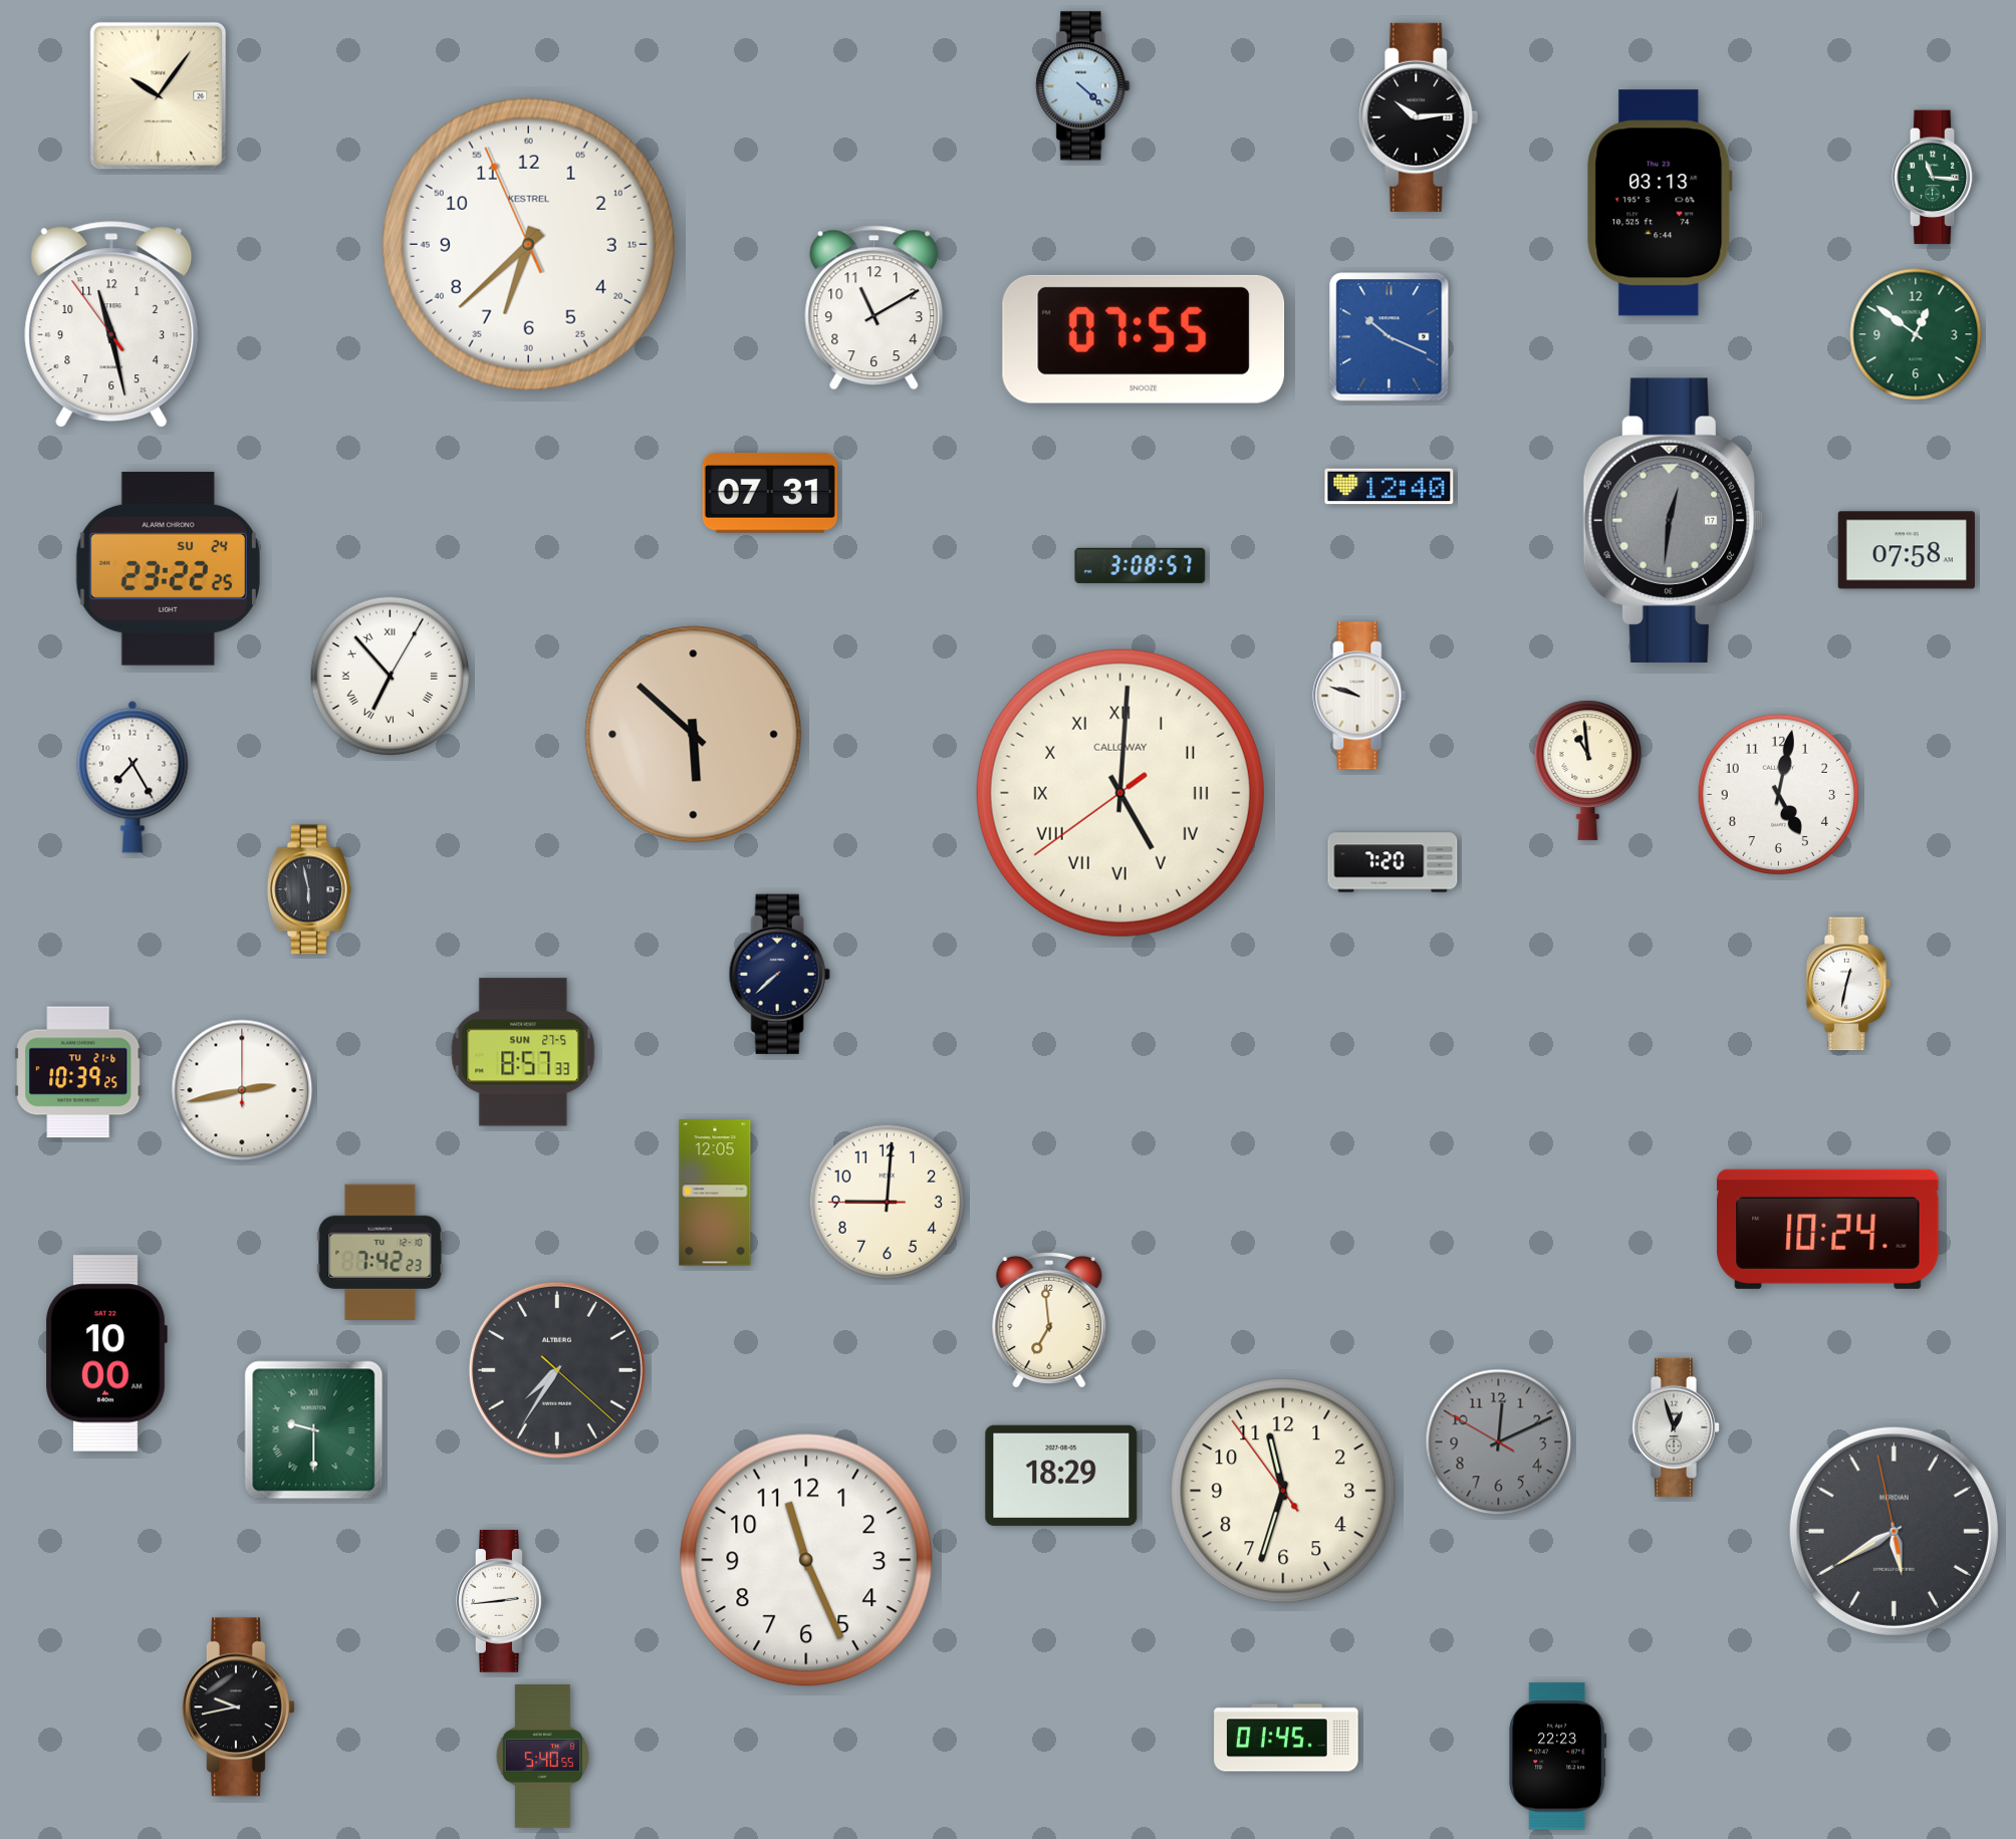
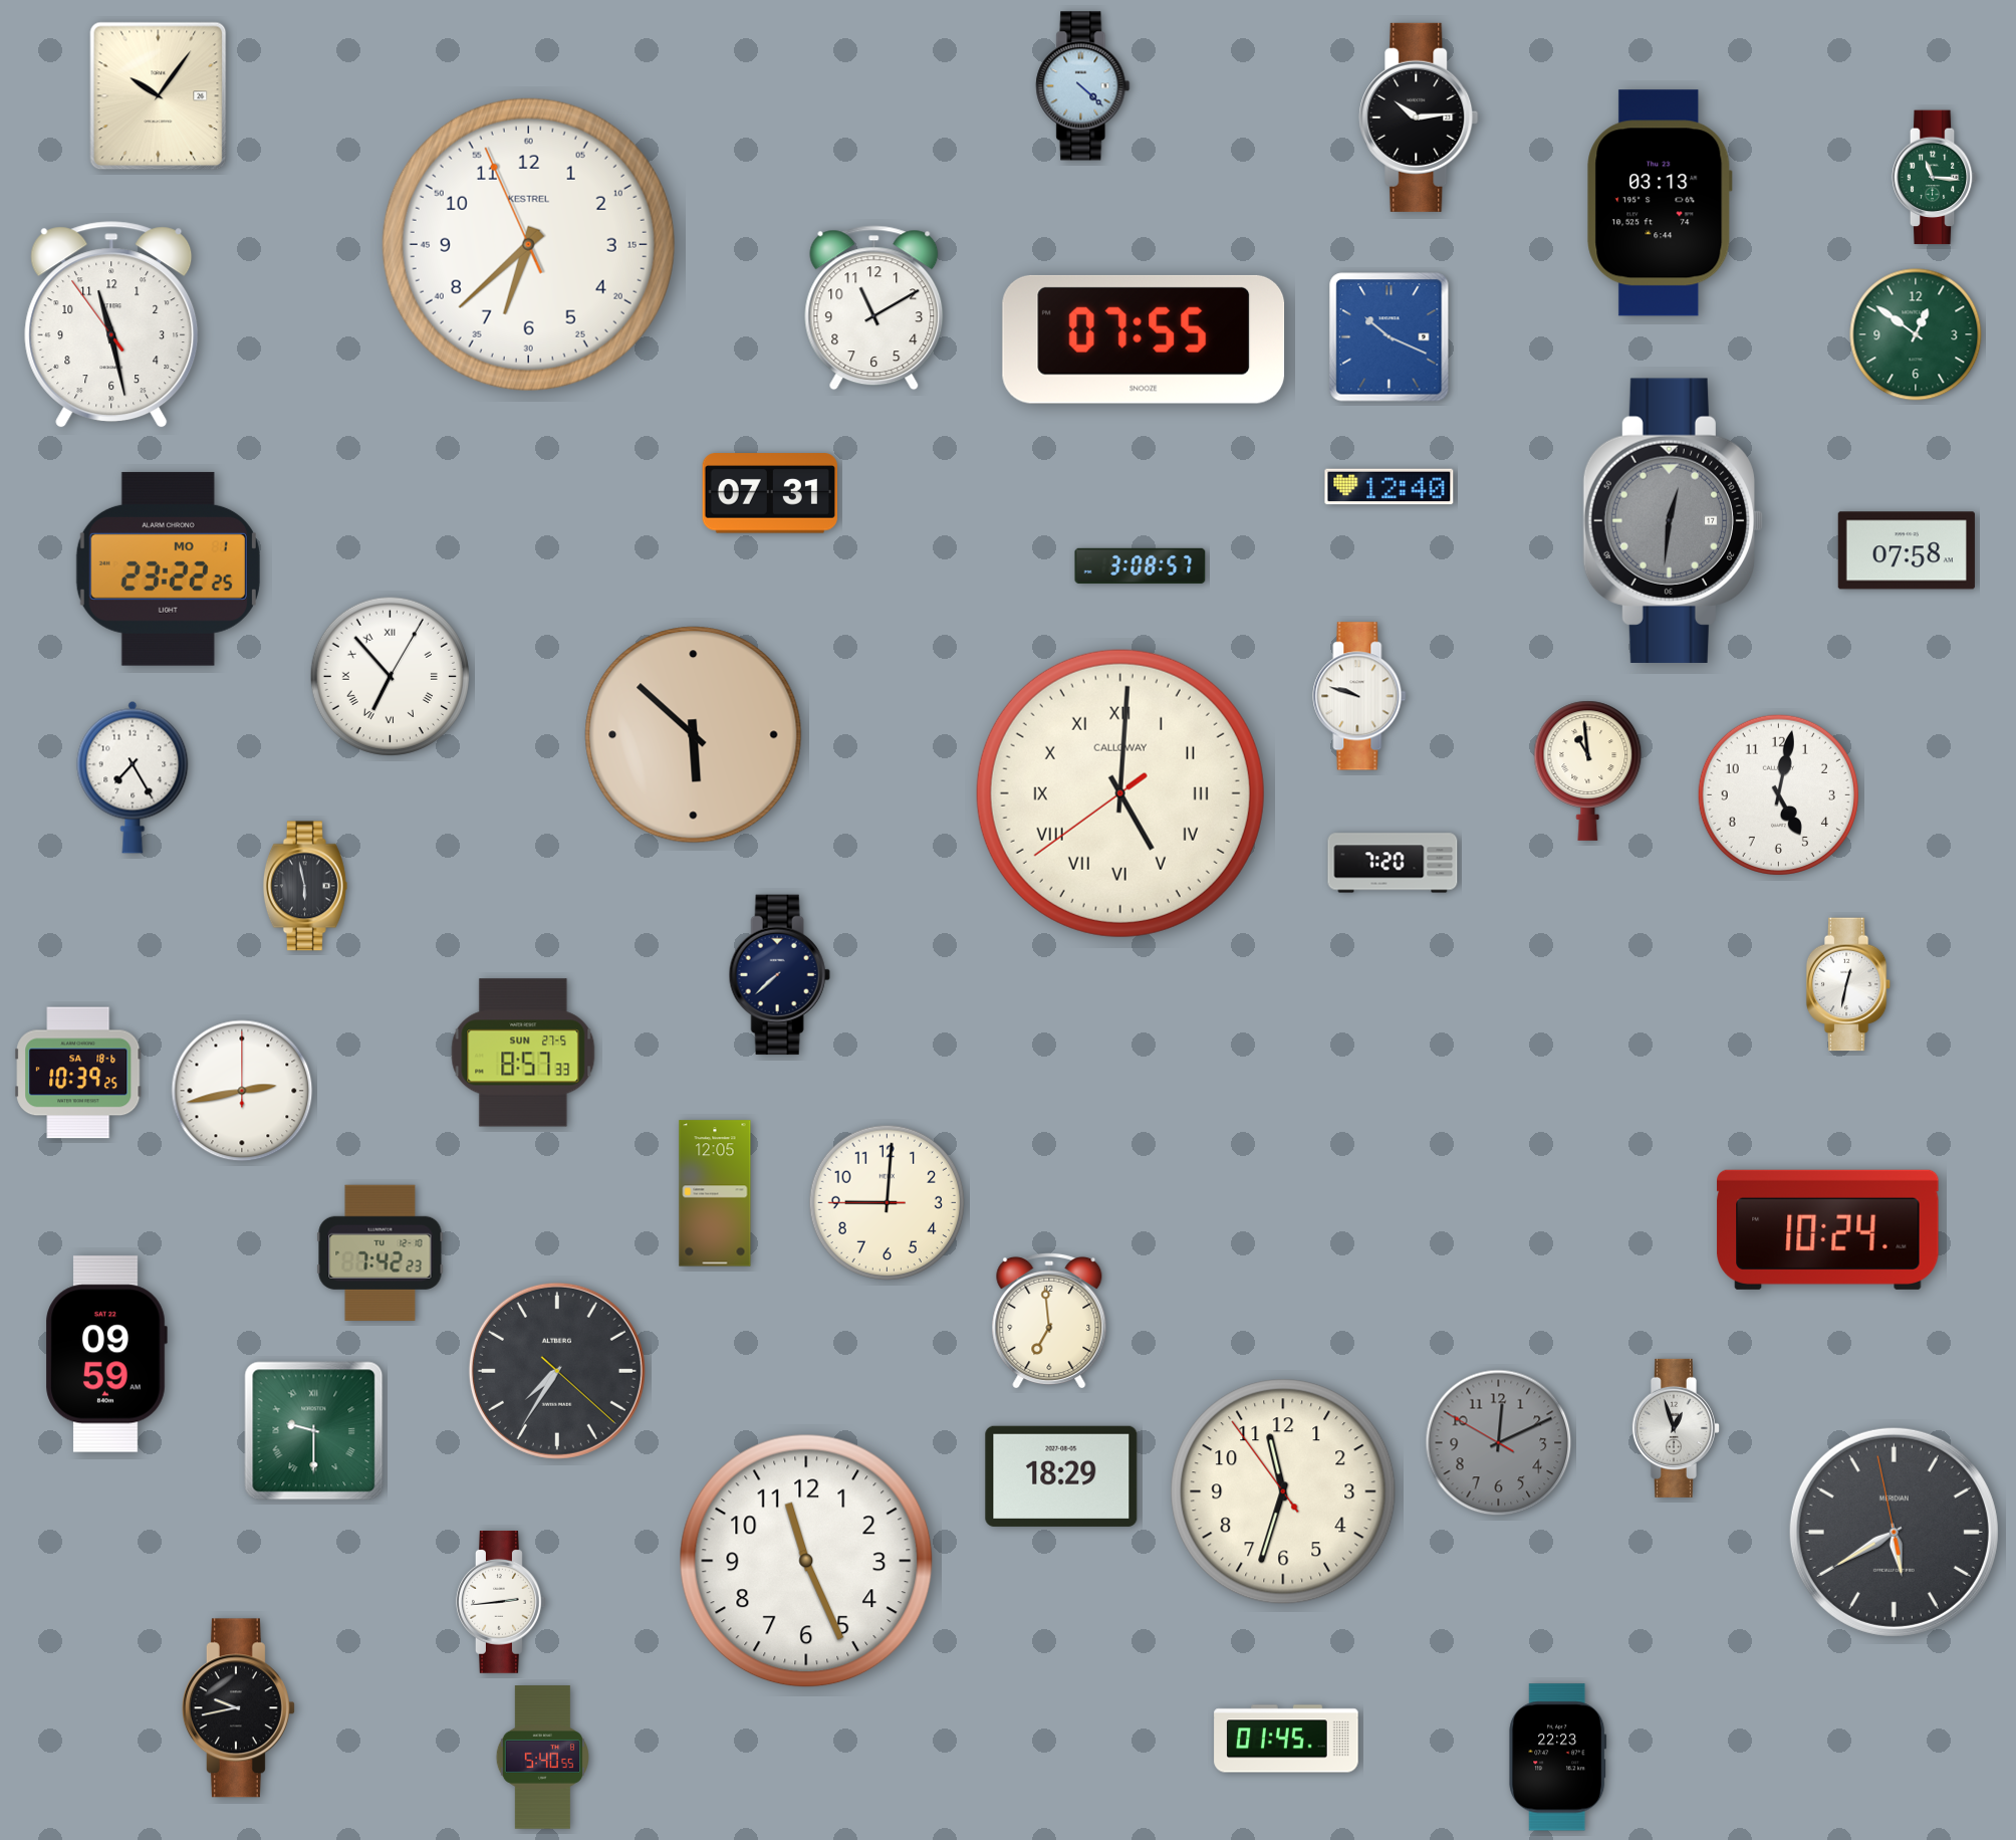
clock at (168, 568) date: SU 24 -> MO 1
clock at (309, 889) position: (309, 889) -> (305, 886)
clock at (78, 1072) date: TU 21-6 -> SA 18-6
clock at (106, 1353): 10:00 -> 09:59
